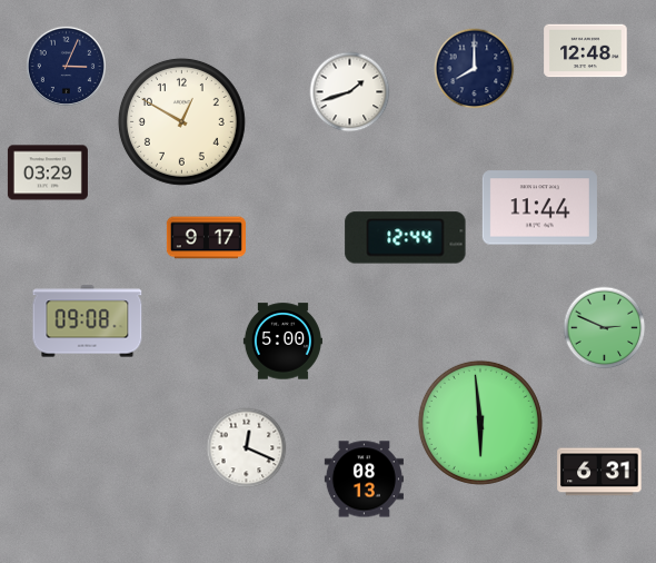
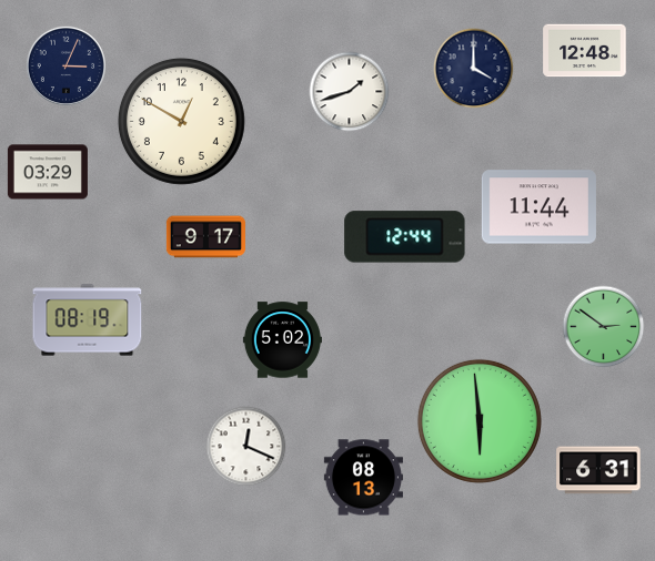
clock at (475, 69): 8:00 -> 4:00
clock at (88, 322): 09:08 -> 08:19
clock at (605, 328): 2:49 -> 2:51
clock at (282, 342): 5:00 -> 5:02
